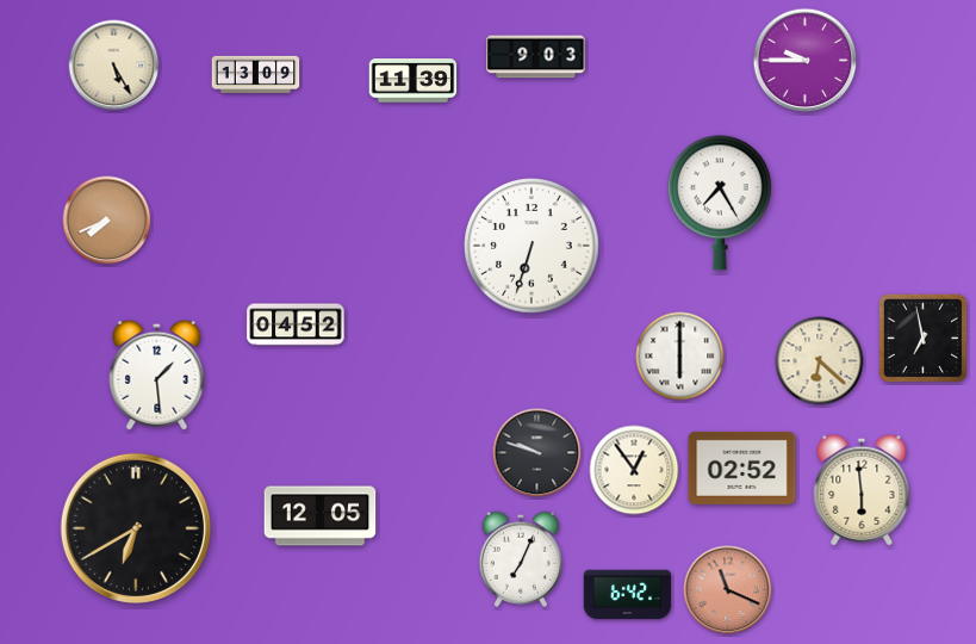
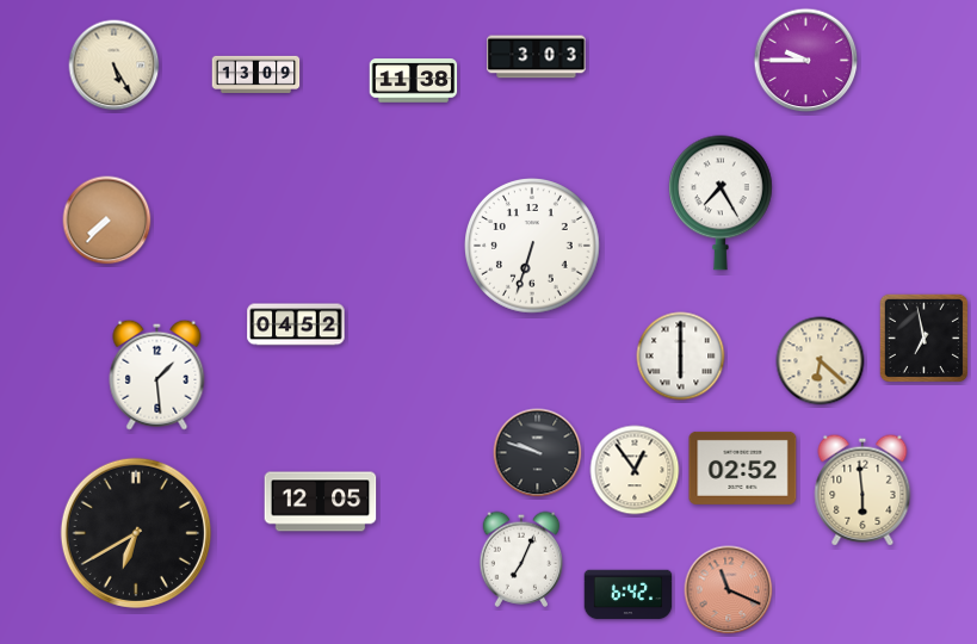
clock at (536, 57): 9:03 -> 3:03
clock at (414, 81): 11:39 -> 11:38
clock at (107, 221): 7:41 -> 7:37
clock at (321, 516) position: (321, 516) -> (321, 502)
clock at (136, 528) position: (136, 528) -> (136, 533)
